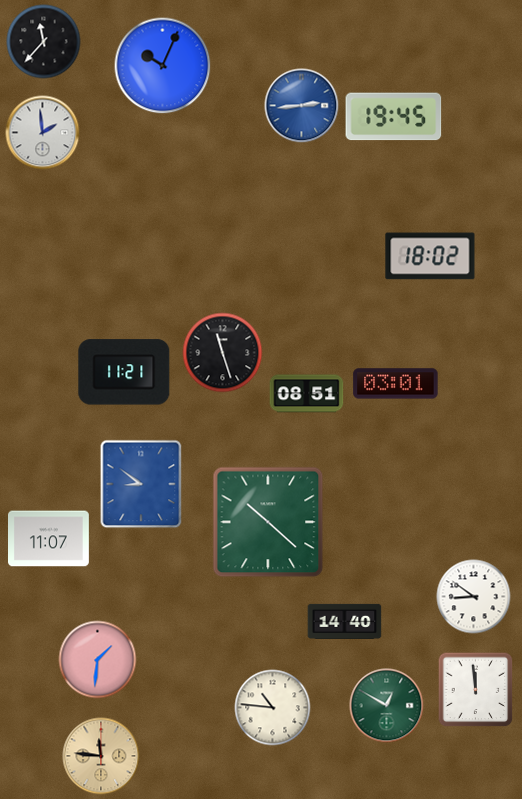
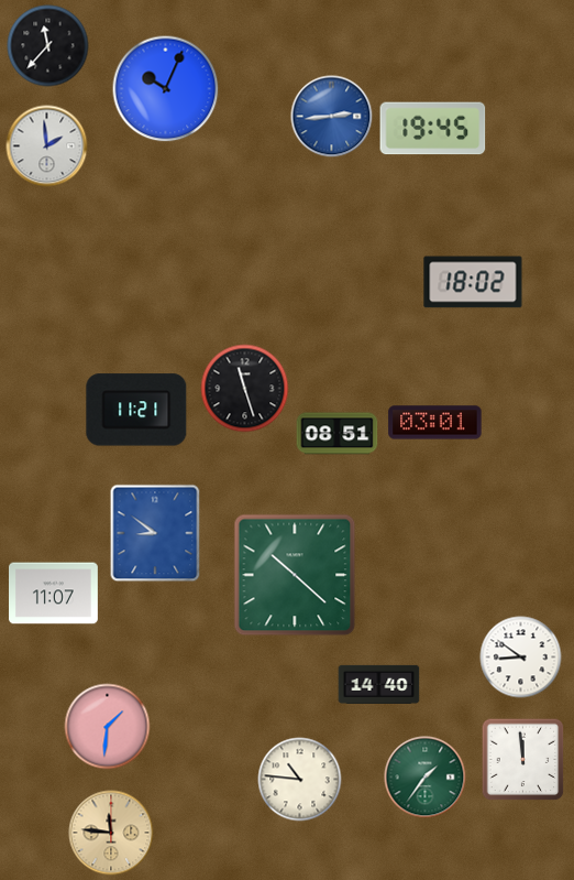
clock at (163, 66) position: (163, 66) -> (166, 89)
clock at (387, 706): 12:50 -> 1:36
